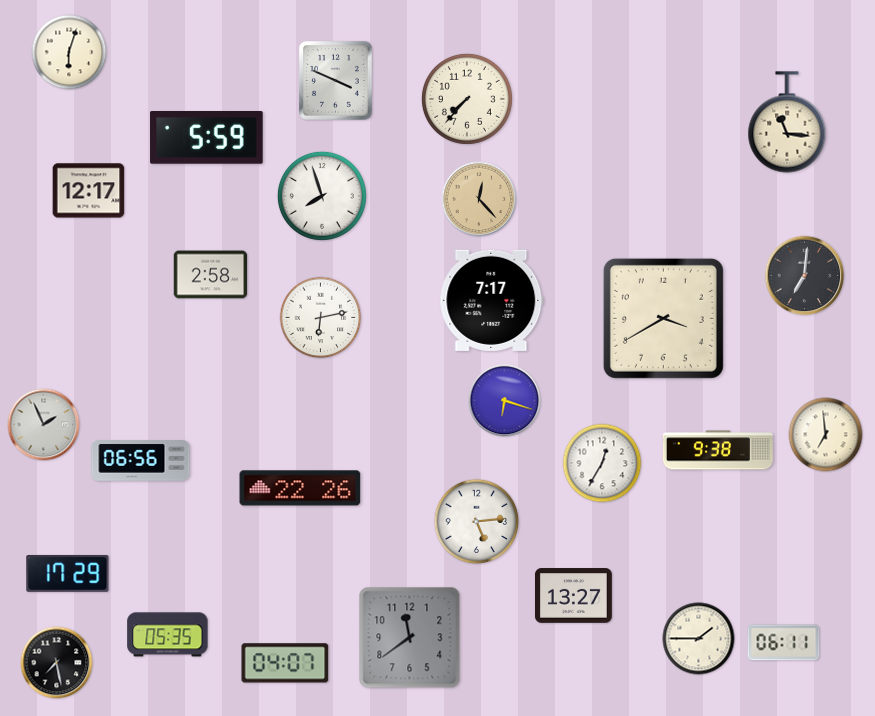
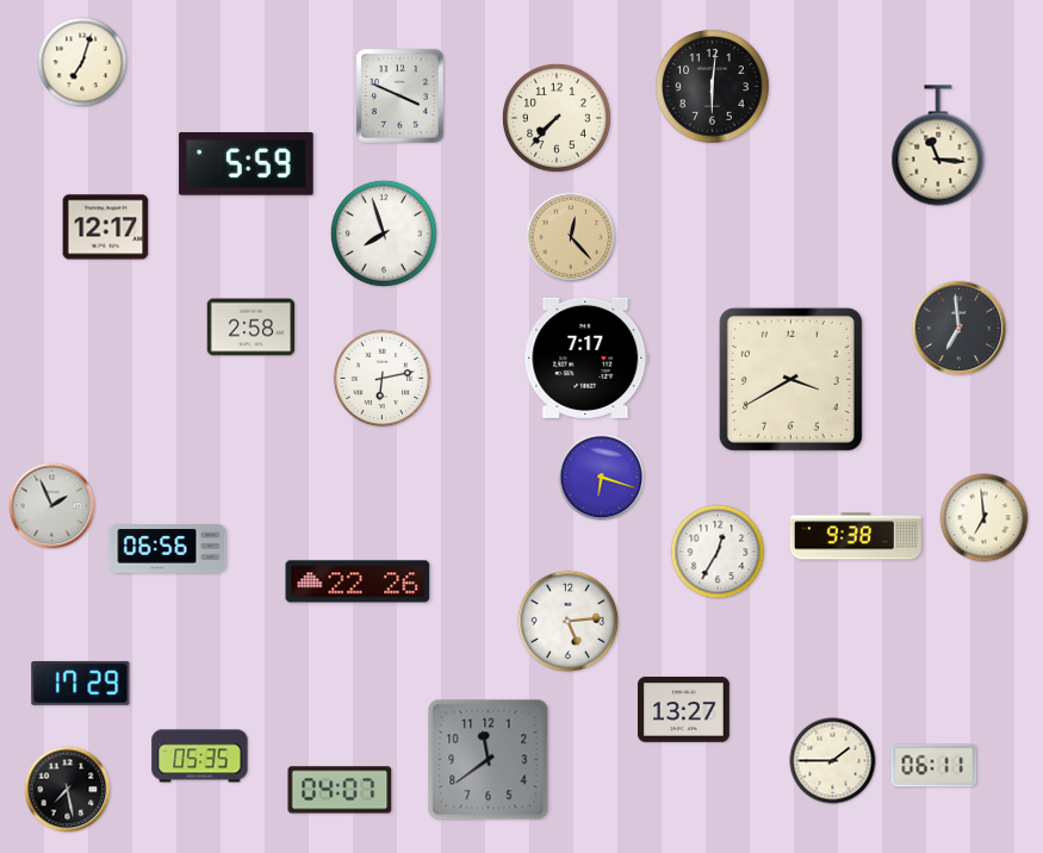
clock at (69, 52): 6:03 -> 7:03
clock at (713, 87): none -> 6:01
clock at (805, 276): 7:01 -> 6:59
